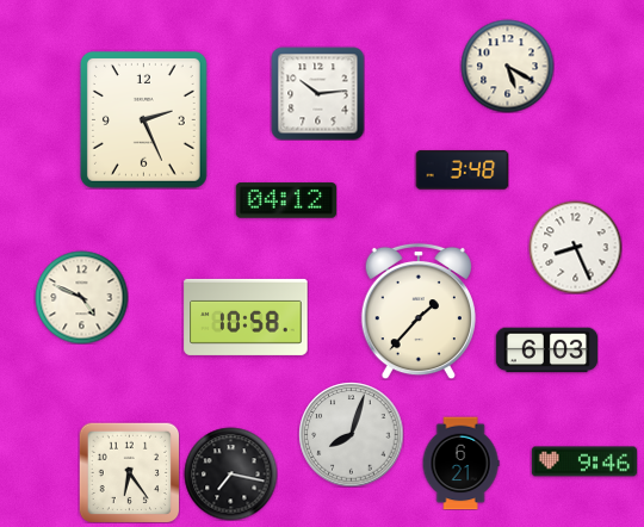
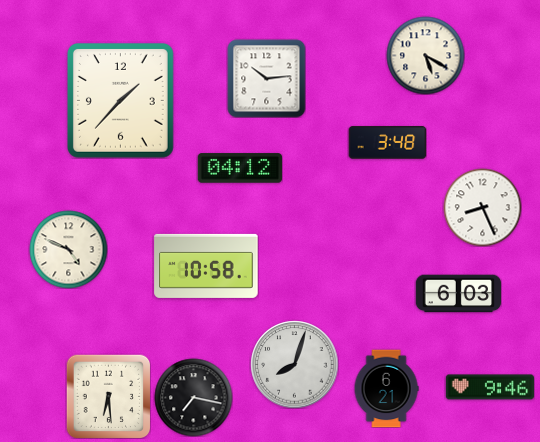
clock at (144, 120): 2:26 -> 1:37
clock at (419, 311): 1:37 -> none
clock at (129, 472): 6:24 -> 6:29
